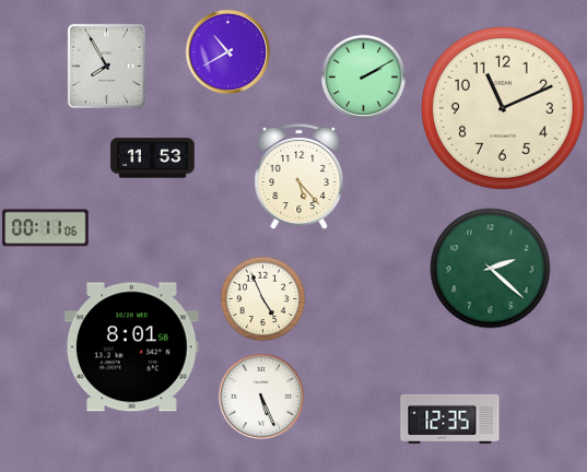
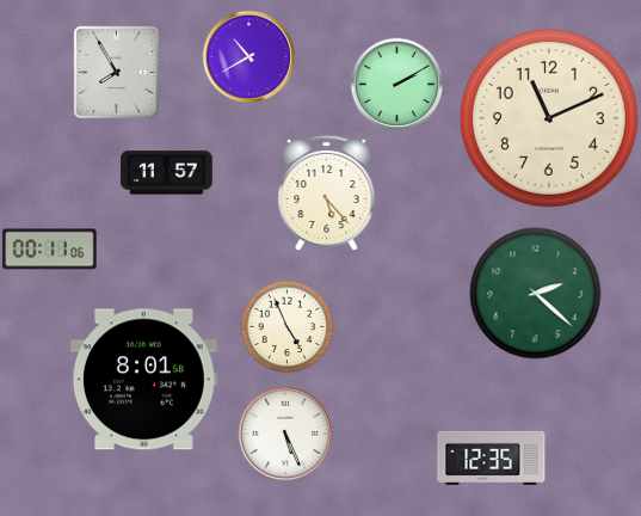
clock at (153, 158): 11:53 -> 11:57
